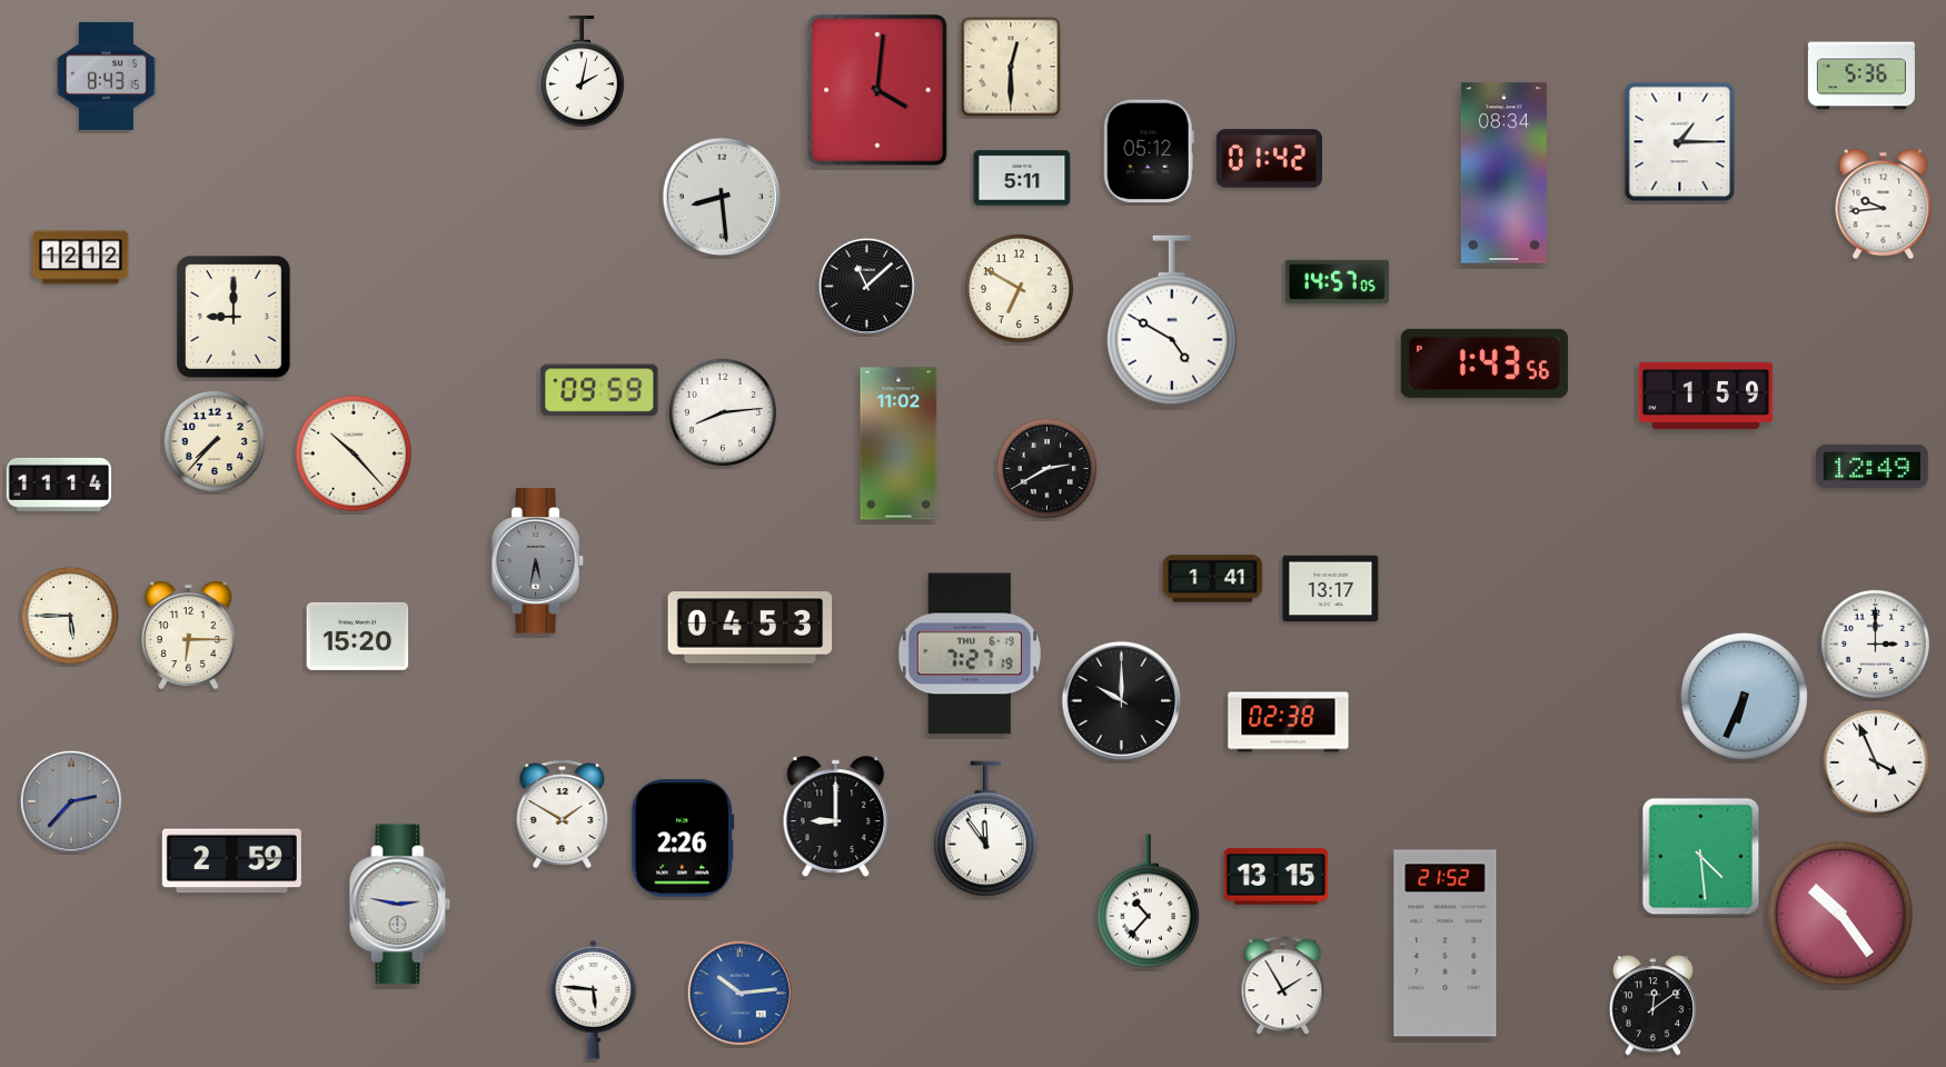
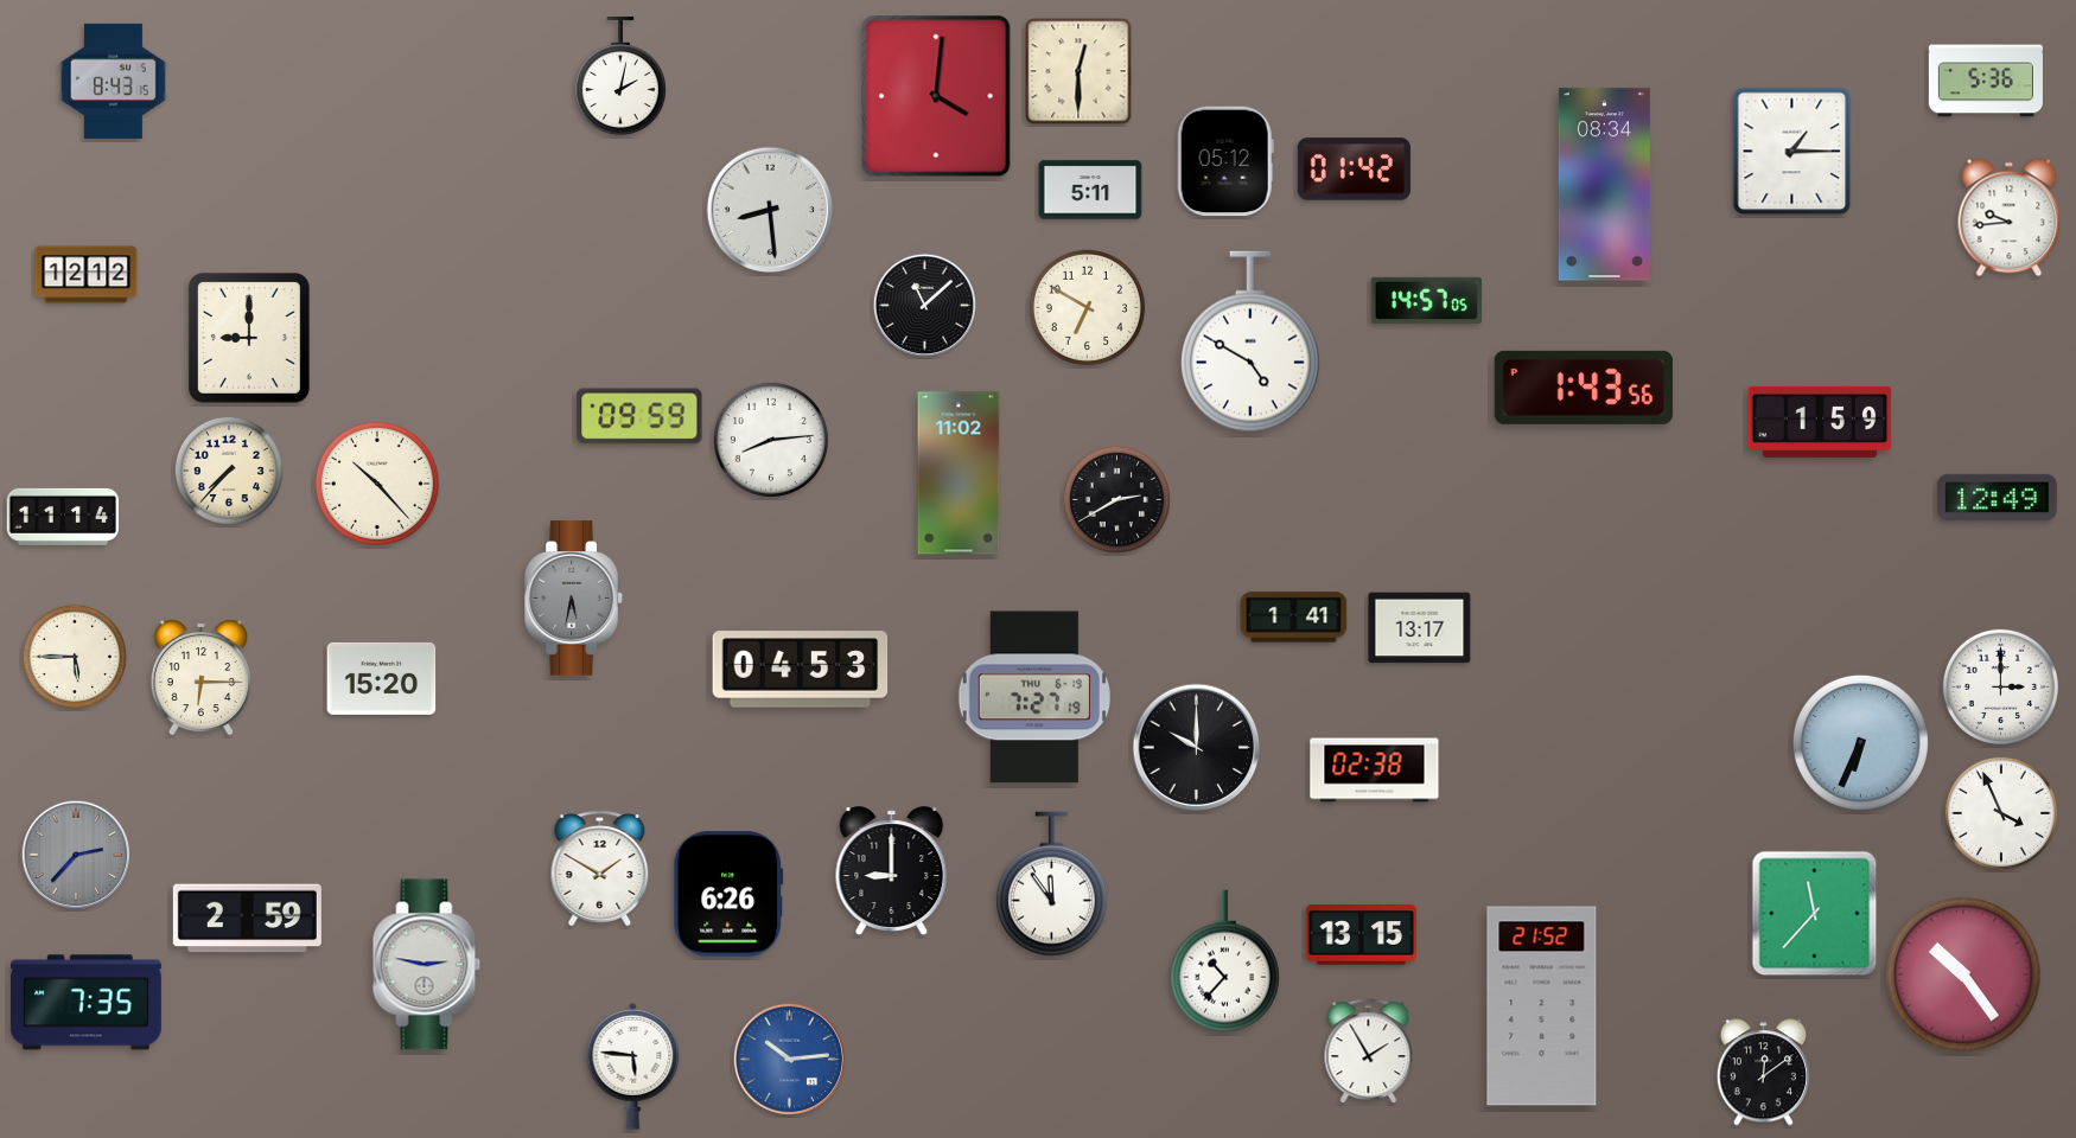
clock at (683, 838): 2:26 -> 6:26
clock at (1701, 857): 4:29 -> 11:37
clock at (85, 1003): none -> 7:35
